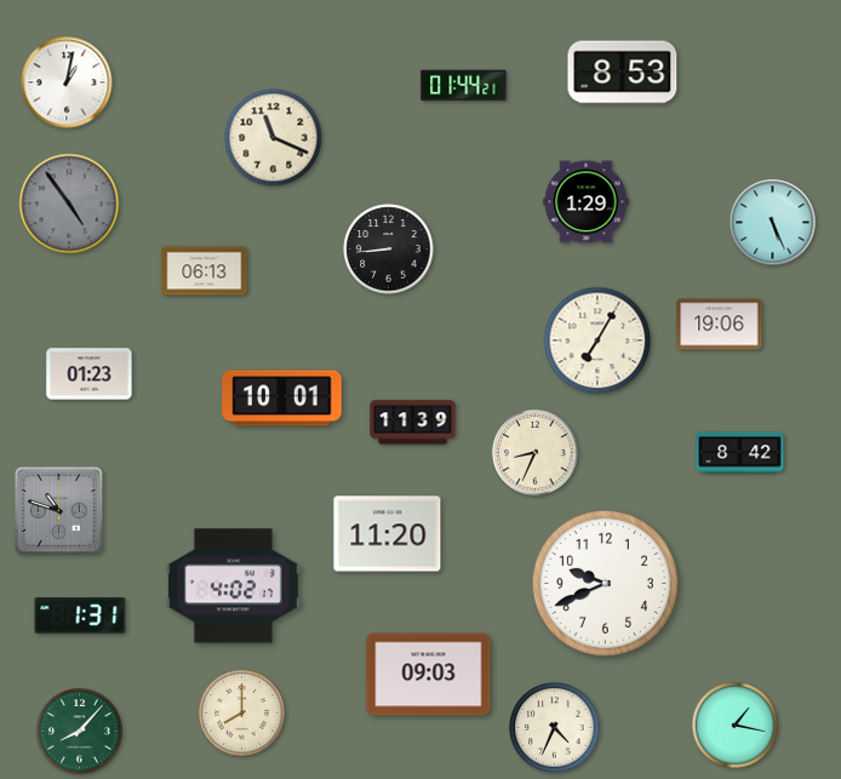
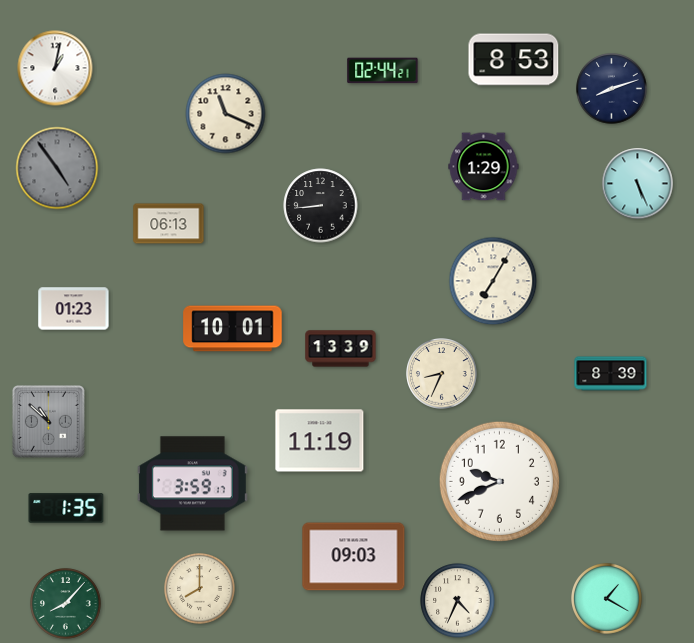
clock at (464, 86): 01:44 -> 02:44
clock at (612, 89): none -> 8:12
clock at (720, 325): 19:06 -> none
clock at (413, 423): 11:39 -> 13:39
clock at (740, 453): 8:42 -> 8:39
clock at (58, 510): 10:48 -> 10:52
clock at (388, 534): 11:20 -> 11:19
clock at (233, 586): 4:02 -> 3:59
clock at (80, 615): 1:31 -> 1:35
clock at (736, 726): 1:17 -> 1:20
